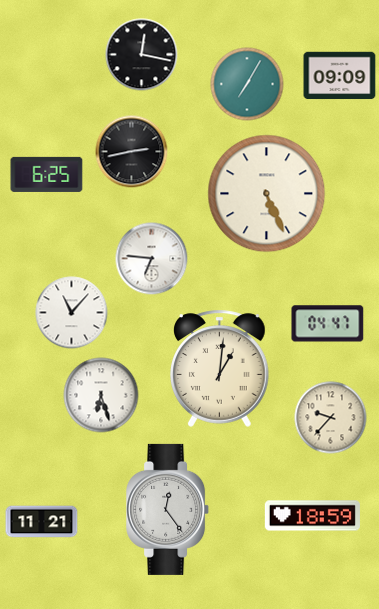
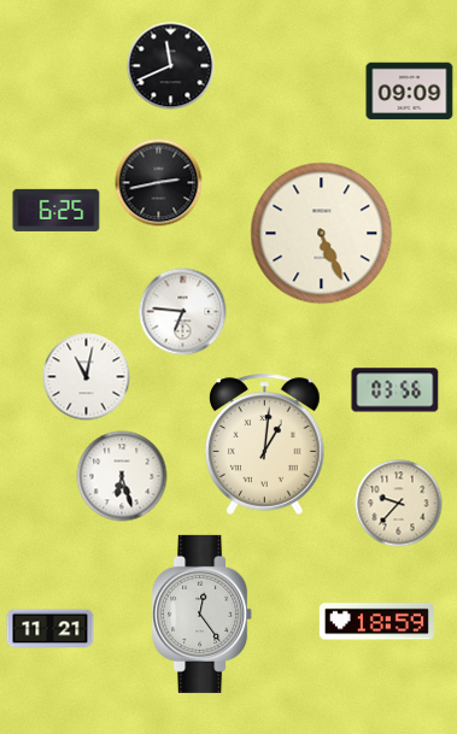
clock at (142, 55): 12:17 -> 11:41
clock at (247, 84): 7:05 -> none
clock at (72, 313): 11:07 -> 11:02
clock at (328, 324): 04:47 -> 03:56
